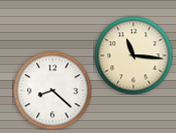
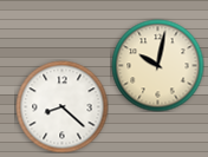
clock at (133, 55): 11:16 -> 10:02
